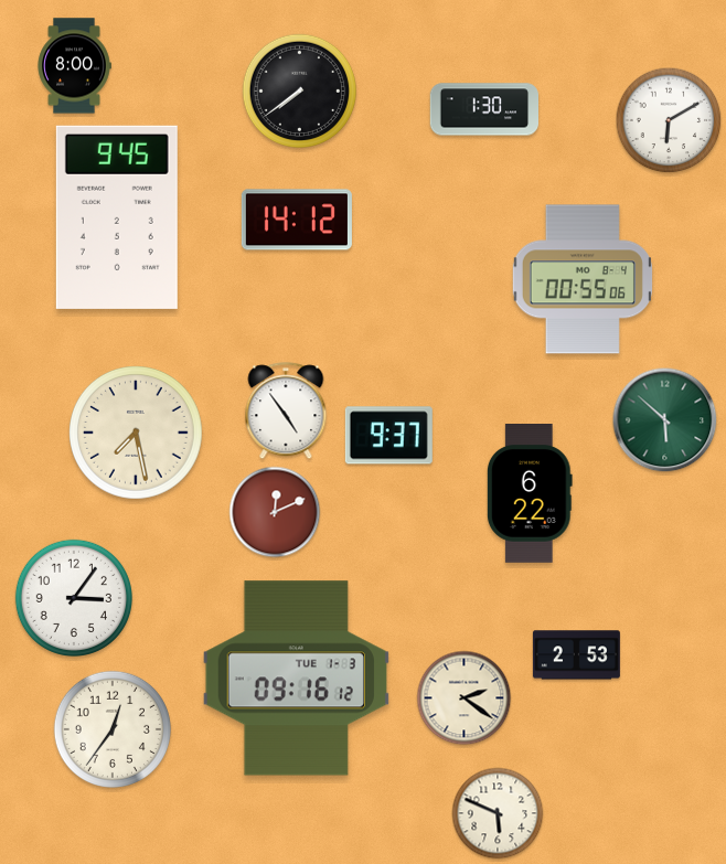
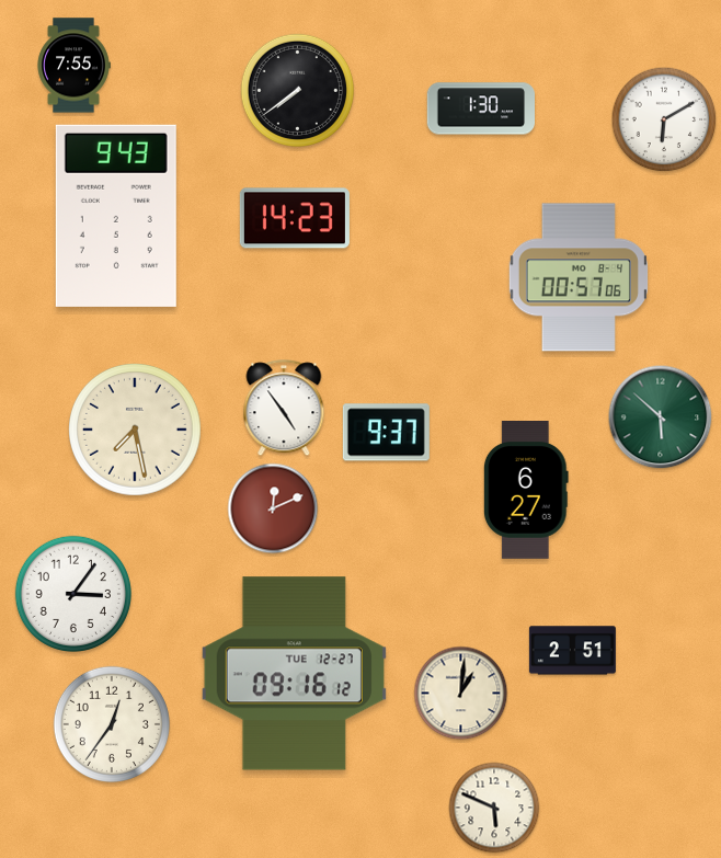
clock at (74, 66): 8:00 -> 7:55
clock at (117, 217): 9:45 -> 9:43
clock at (297, 220): 14:12 -> 14:23
clock at (583, 279): 00:55 -> 00:57
clock at (530, 494): 6:22 -> 6:27
clock at (576, 655): 2:53 -> 2:51
clock at (296, 679) date: TUE 1-3 -> TUE 12-27
clock at (465, 698): 2:21 -> 1:01
